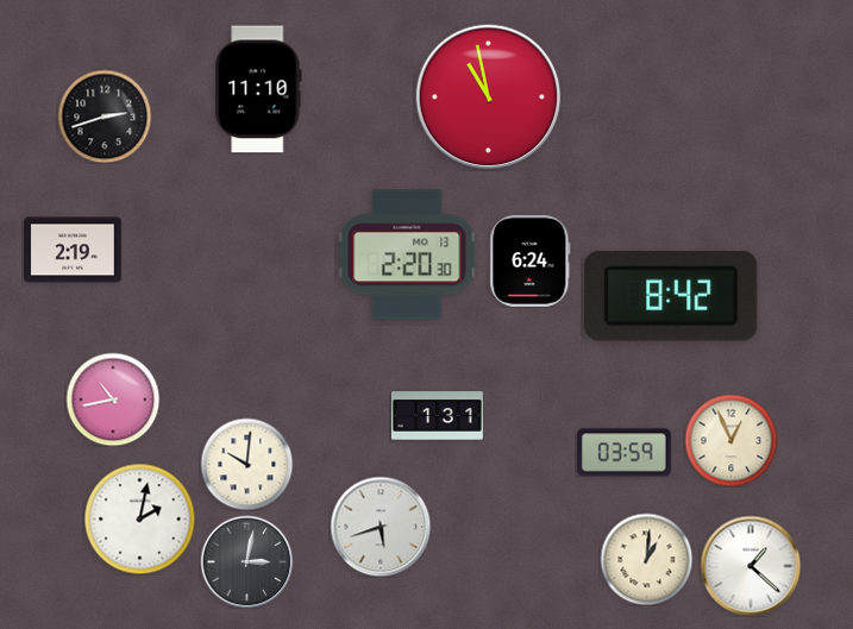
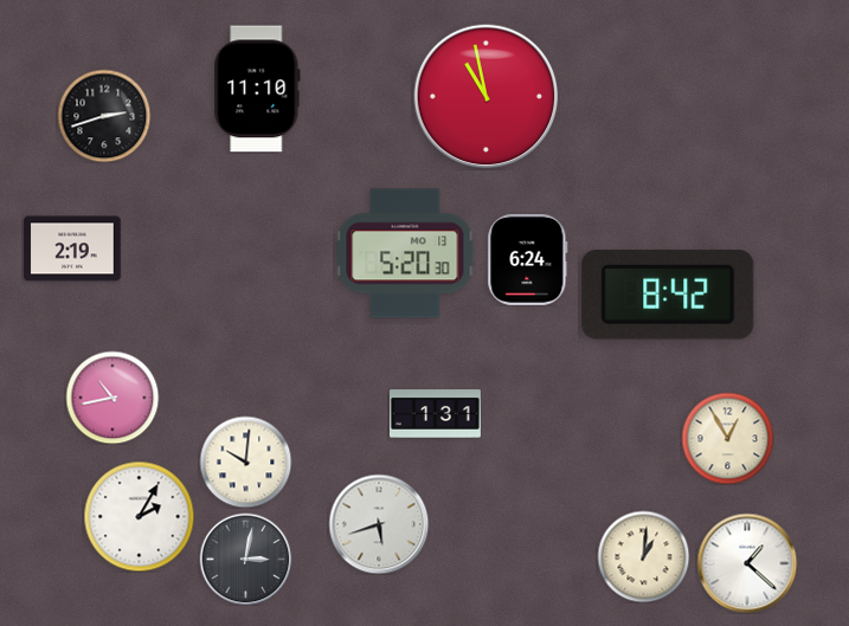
clock at (407, 254): 2:20 -> 5:20
clock at (730, 440): 12:56 -> 12:55
clock at (623, 453): 03:59 -> none
clock at (139, 518): 2:02 -> 2:05
